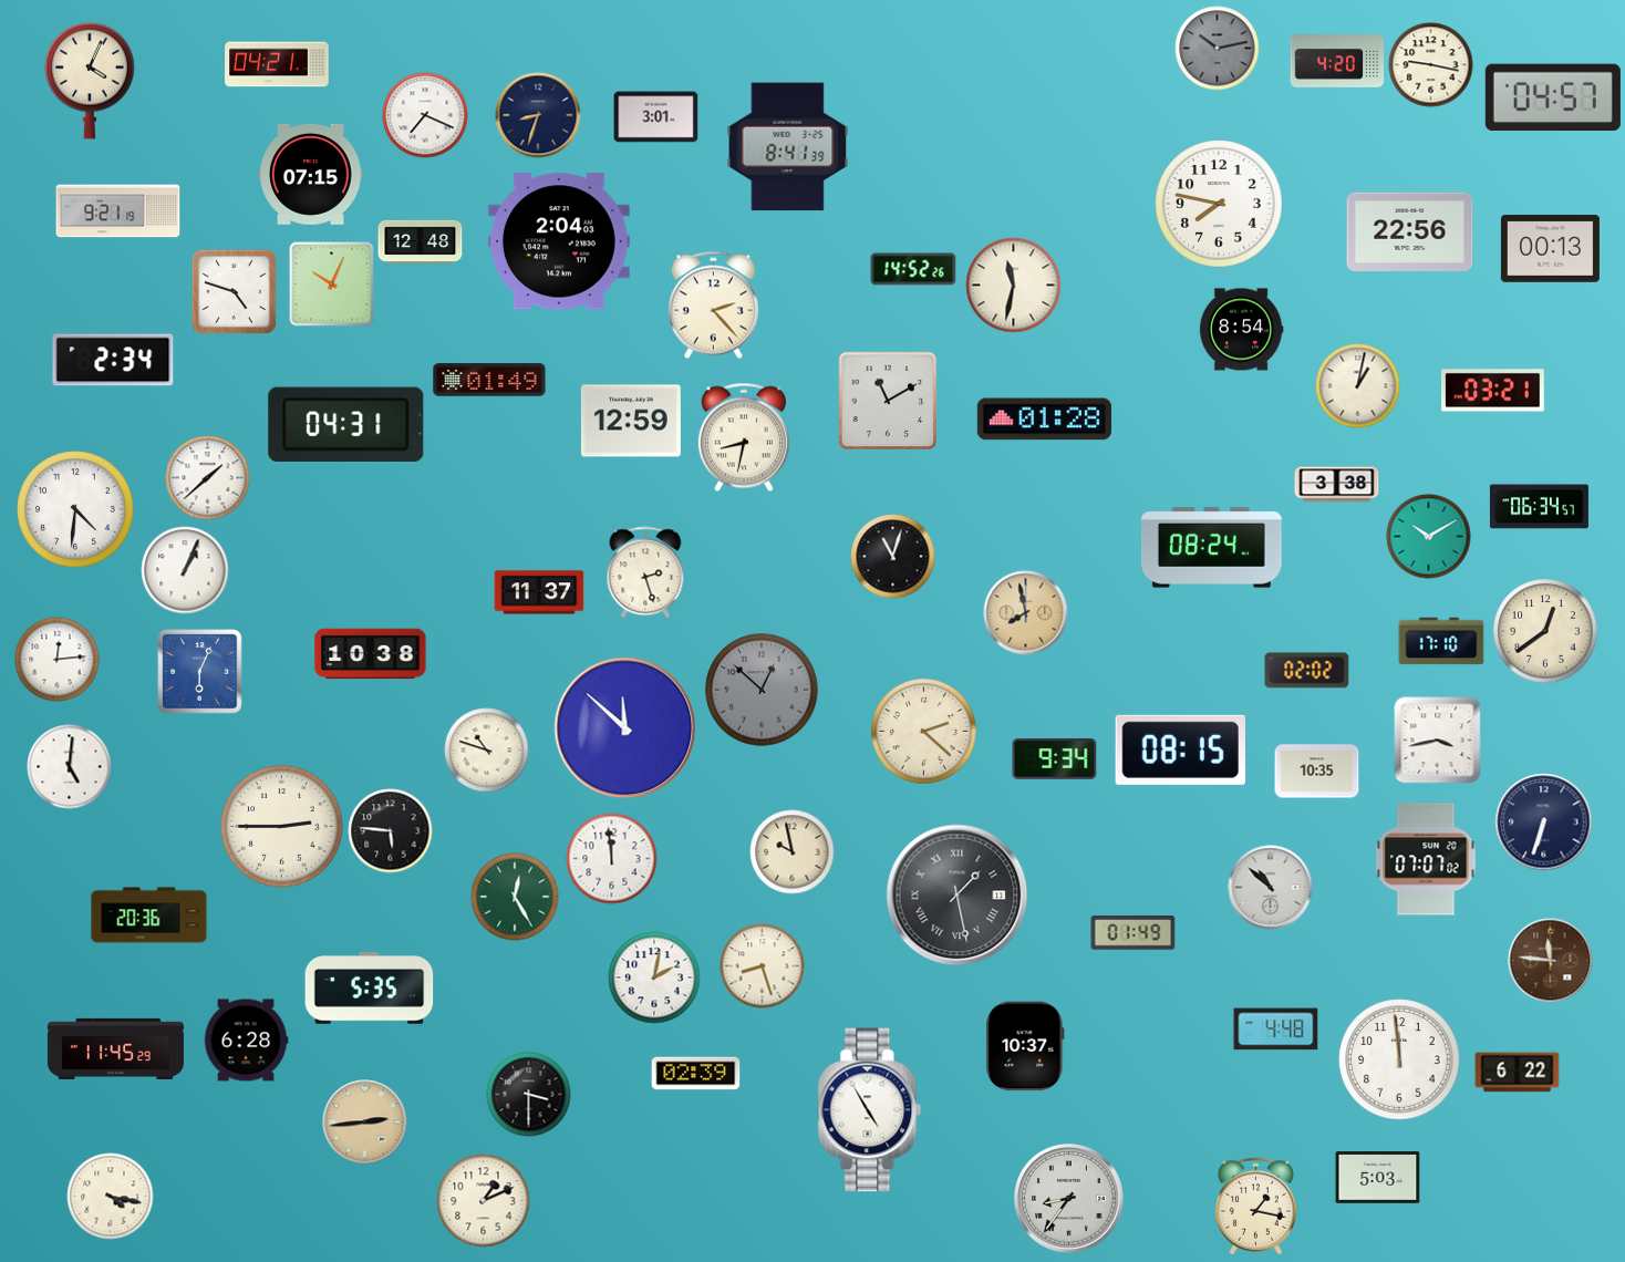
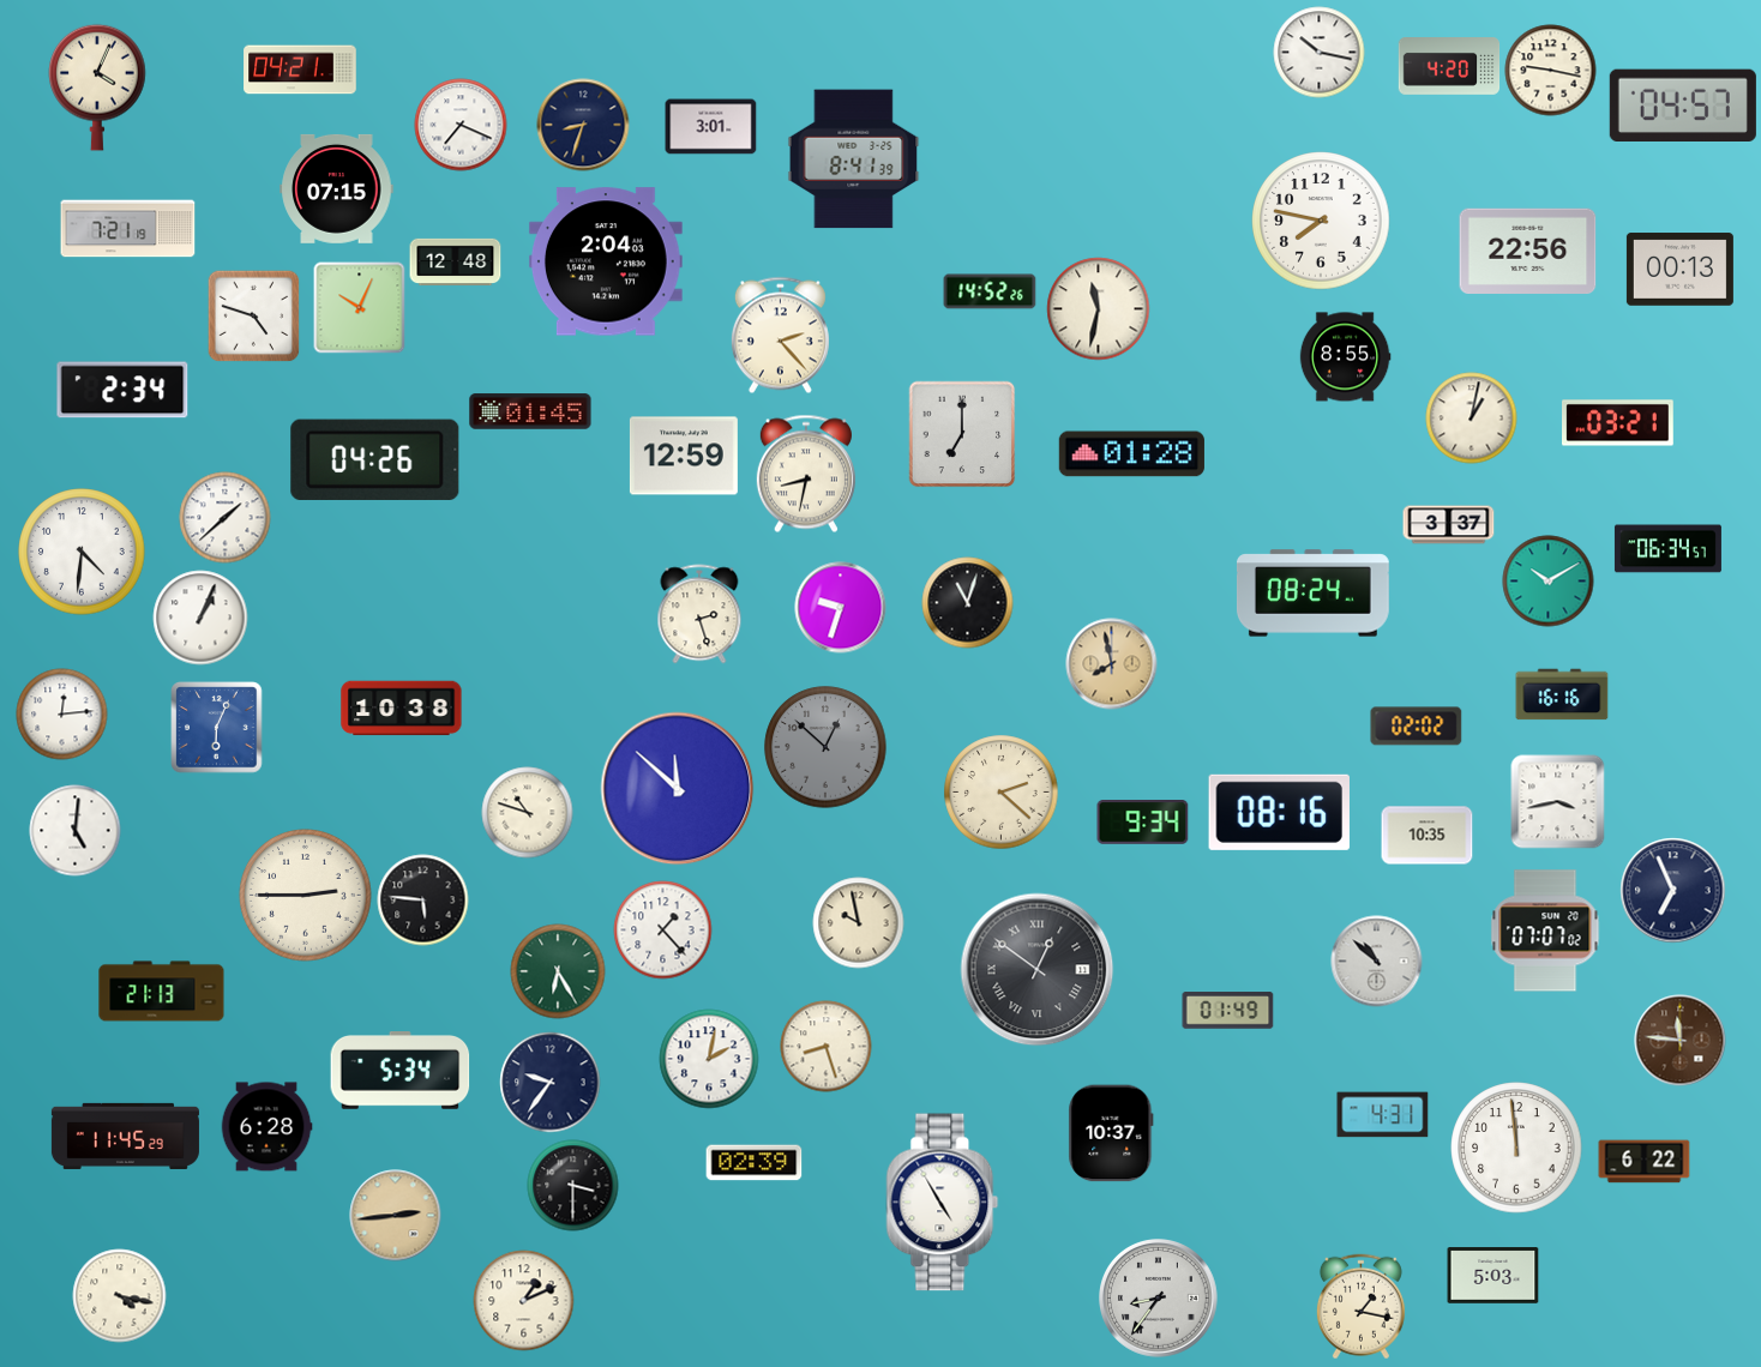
clock at (1218, 49): 10:13 -> 10:17
clock at (1218, 49) dial: grey -> white
clock at (118, 211): 9:21 -> 7:21
clock at (713, 306) position: (713, 306) -> (780, 336)
clock at (1241, 330): 8:54 -> 8:55
clock at (489, 380): 01:49 -> 01:45
clock at (888, 401): 11:10 -> 7:00
clock at (346, 424): 04:31 -> 04:26
clock at (1337, 485): 3:38 -> 3:37
clock at (841, 608): none -> 9:33
clock at (645, 572) position: (645, 572) -> (699, 614)
clock at (539, 592): 11:37 -> none
clock at (1545, 631): 12:39 -> none
clock at (1441, 641): 17:10 -> 16:16
clock at (1180, 749): 08:15 -> 08:16
clock at (1544, 823): 6:33 -> 6:56
clock at (612, 859): 11:59 -> 1:23
clock at (958, 896): 1:28 -> 12:51
clock at (515, 897): 12:25 -> 6:25
clock at (149, 916): 20:36 -> 21:13
clock at (370, 989): 5:35 -> 5:34
clock at (551, 1083): none -> 9:36
clock at (1276, 1030): 4:48 -> 4:31
